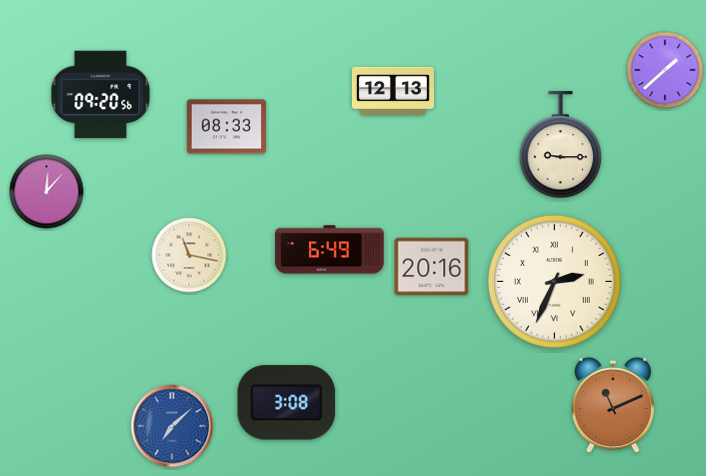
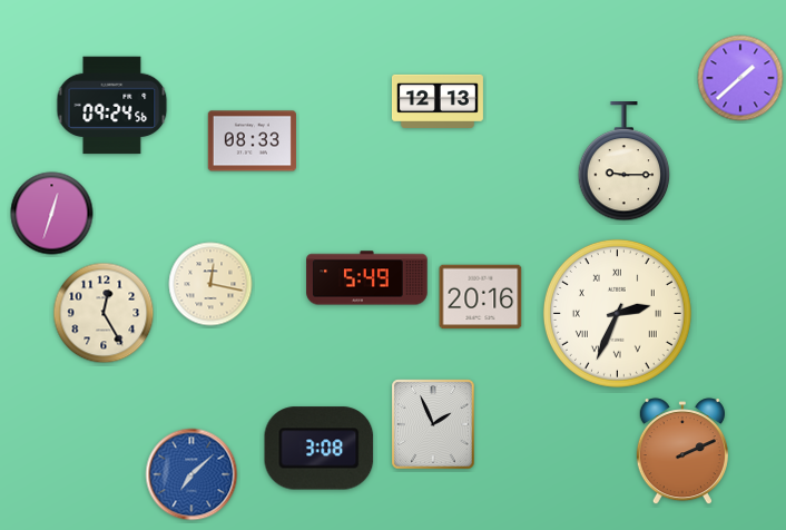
clock at (101, 95): 09:20 -> 09:24
clock at (47, 192): 12:07 -> 12:33
clock at (330, 250): 6:49 -> 5:49
clock at (189, 255): 11:17 -> 12:17
clock at (104, 313): none -> 12:25
clock at (433, 424): none -> 1:56
clock at (613, 406): 11:11 -> 2:11
